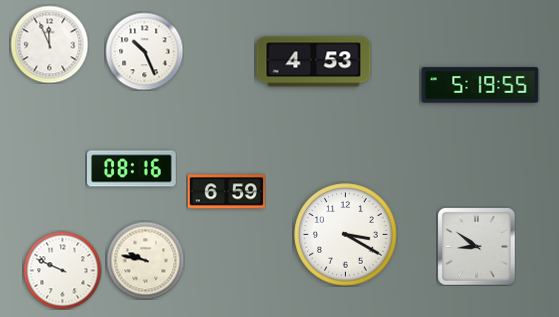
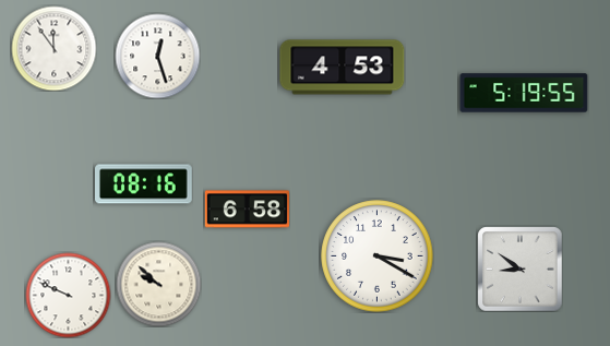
clock at (49, 44): 11:56 -> 11:54
clock at (144, 51): 10:26 -> 12:27
clock at (226, 192): 6:59 -> 6:58
clock at (145, 260): 9:47 -> 9:52
